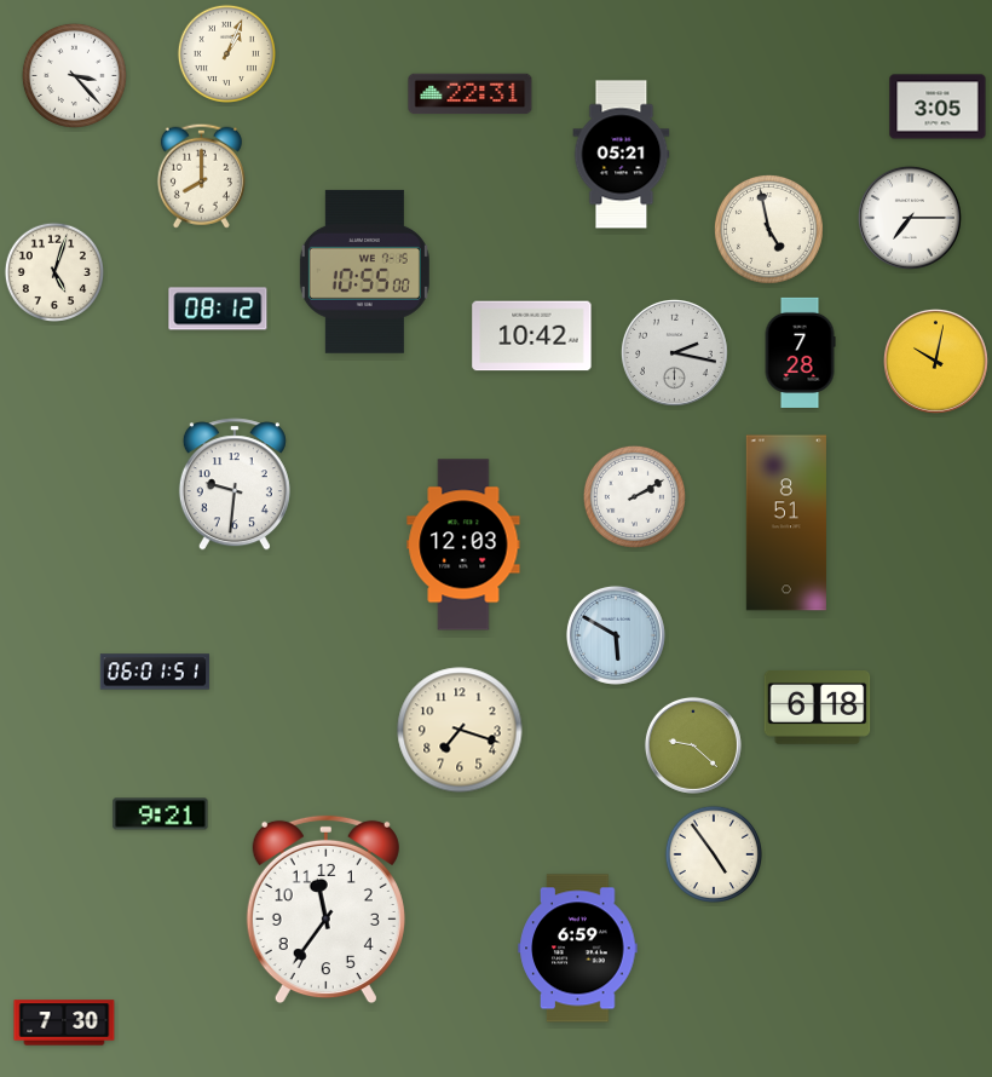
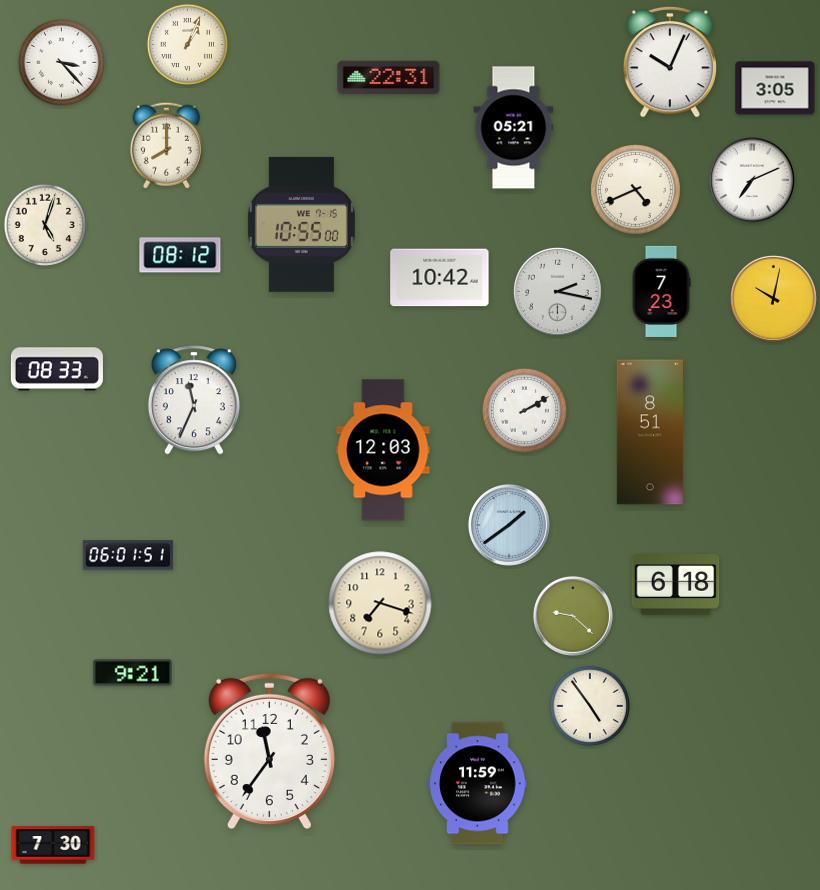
clock at (669, 62): none -> 10:04
clock at (910, 218): 7:15 -> 7:11
clock at (768, 229): 4:58 -> 4:41
clock at (800, 352): 7:28 -> 7:23
clock at (57, 369): none -> 08:33
clock at (235, 484): 9:31 -> 11:34
clock at (616, 635): 5:50 -> 1:39
clock at (578, 949): 6:59 -> 11:59
